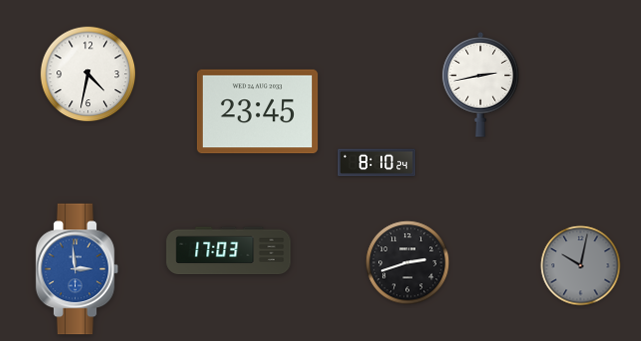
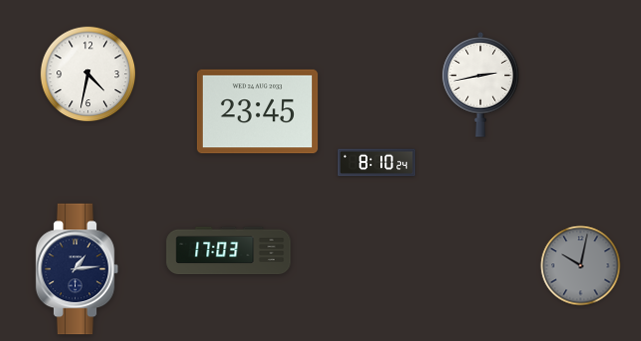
clock at (408, 263): 2:42 -> none
clock at (77, 269): 2:59 -> 1:14
clock at (77, 269) dial: blue -> navy
